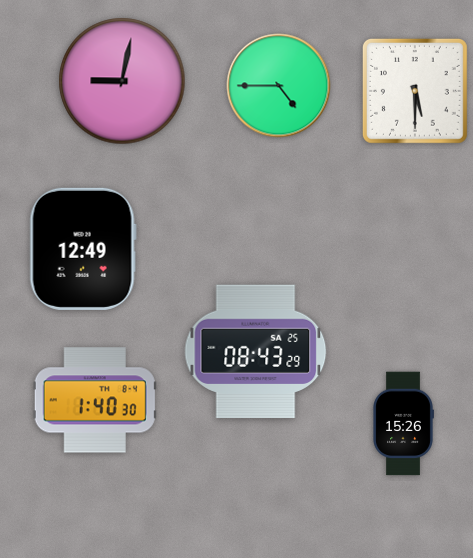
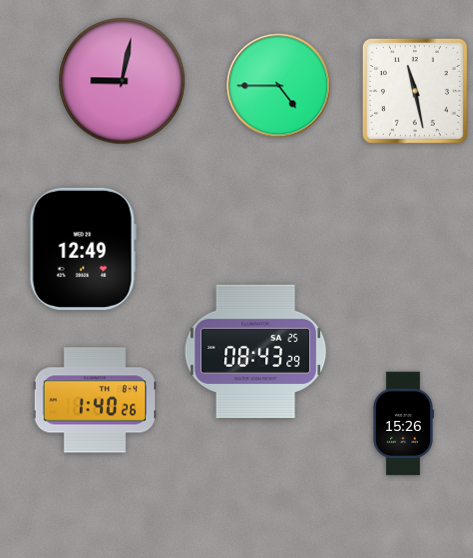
clock at (415, 91): 5:30 -> 11:28
clock at (95, 400): 1:40:30 -> 1:40:26
